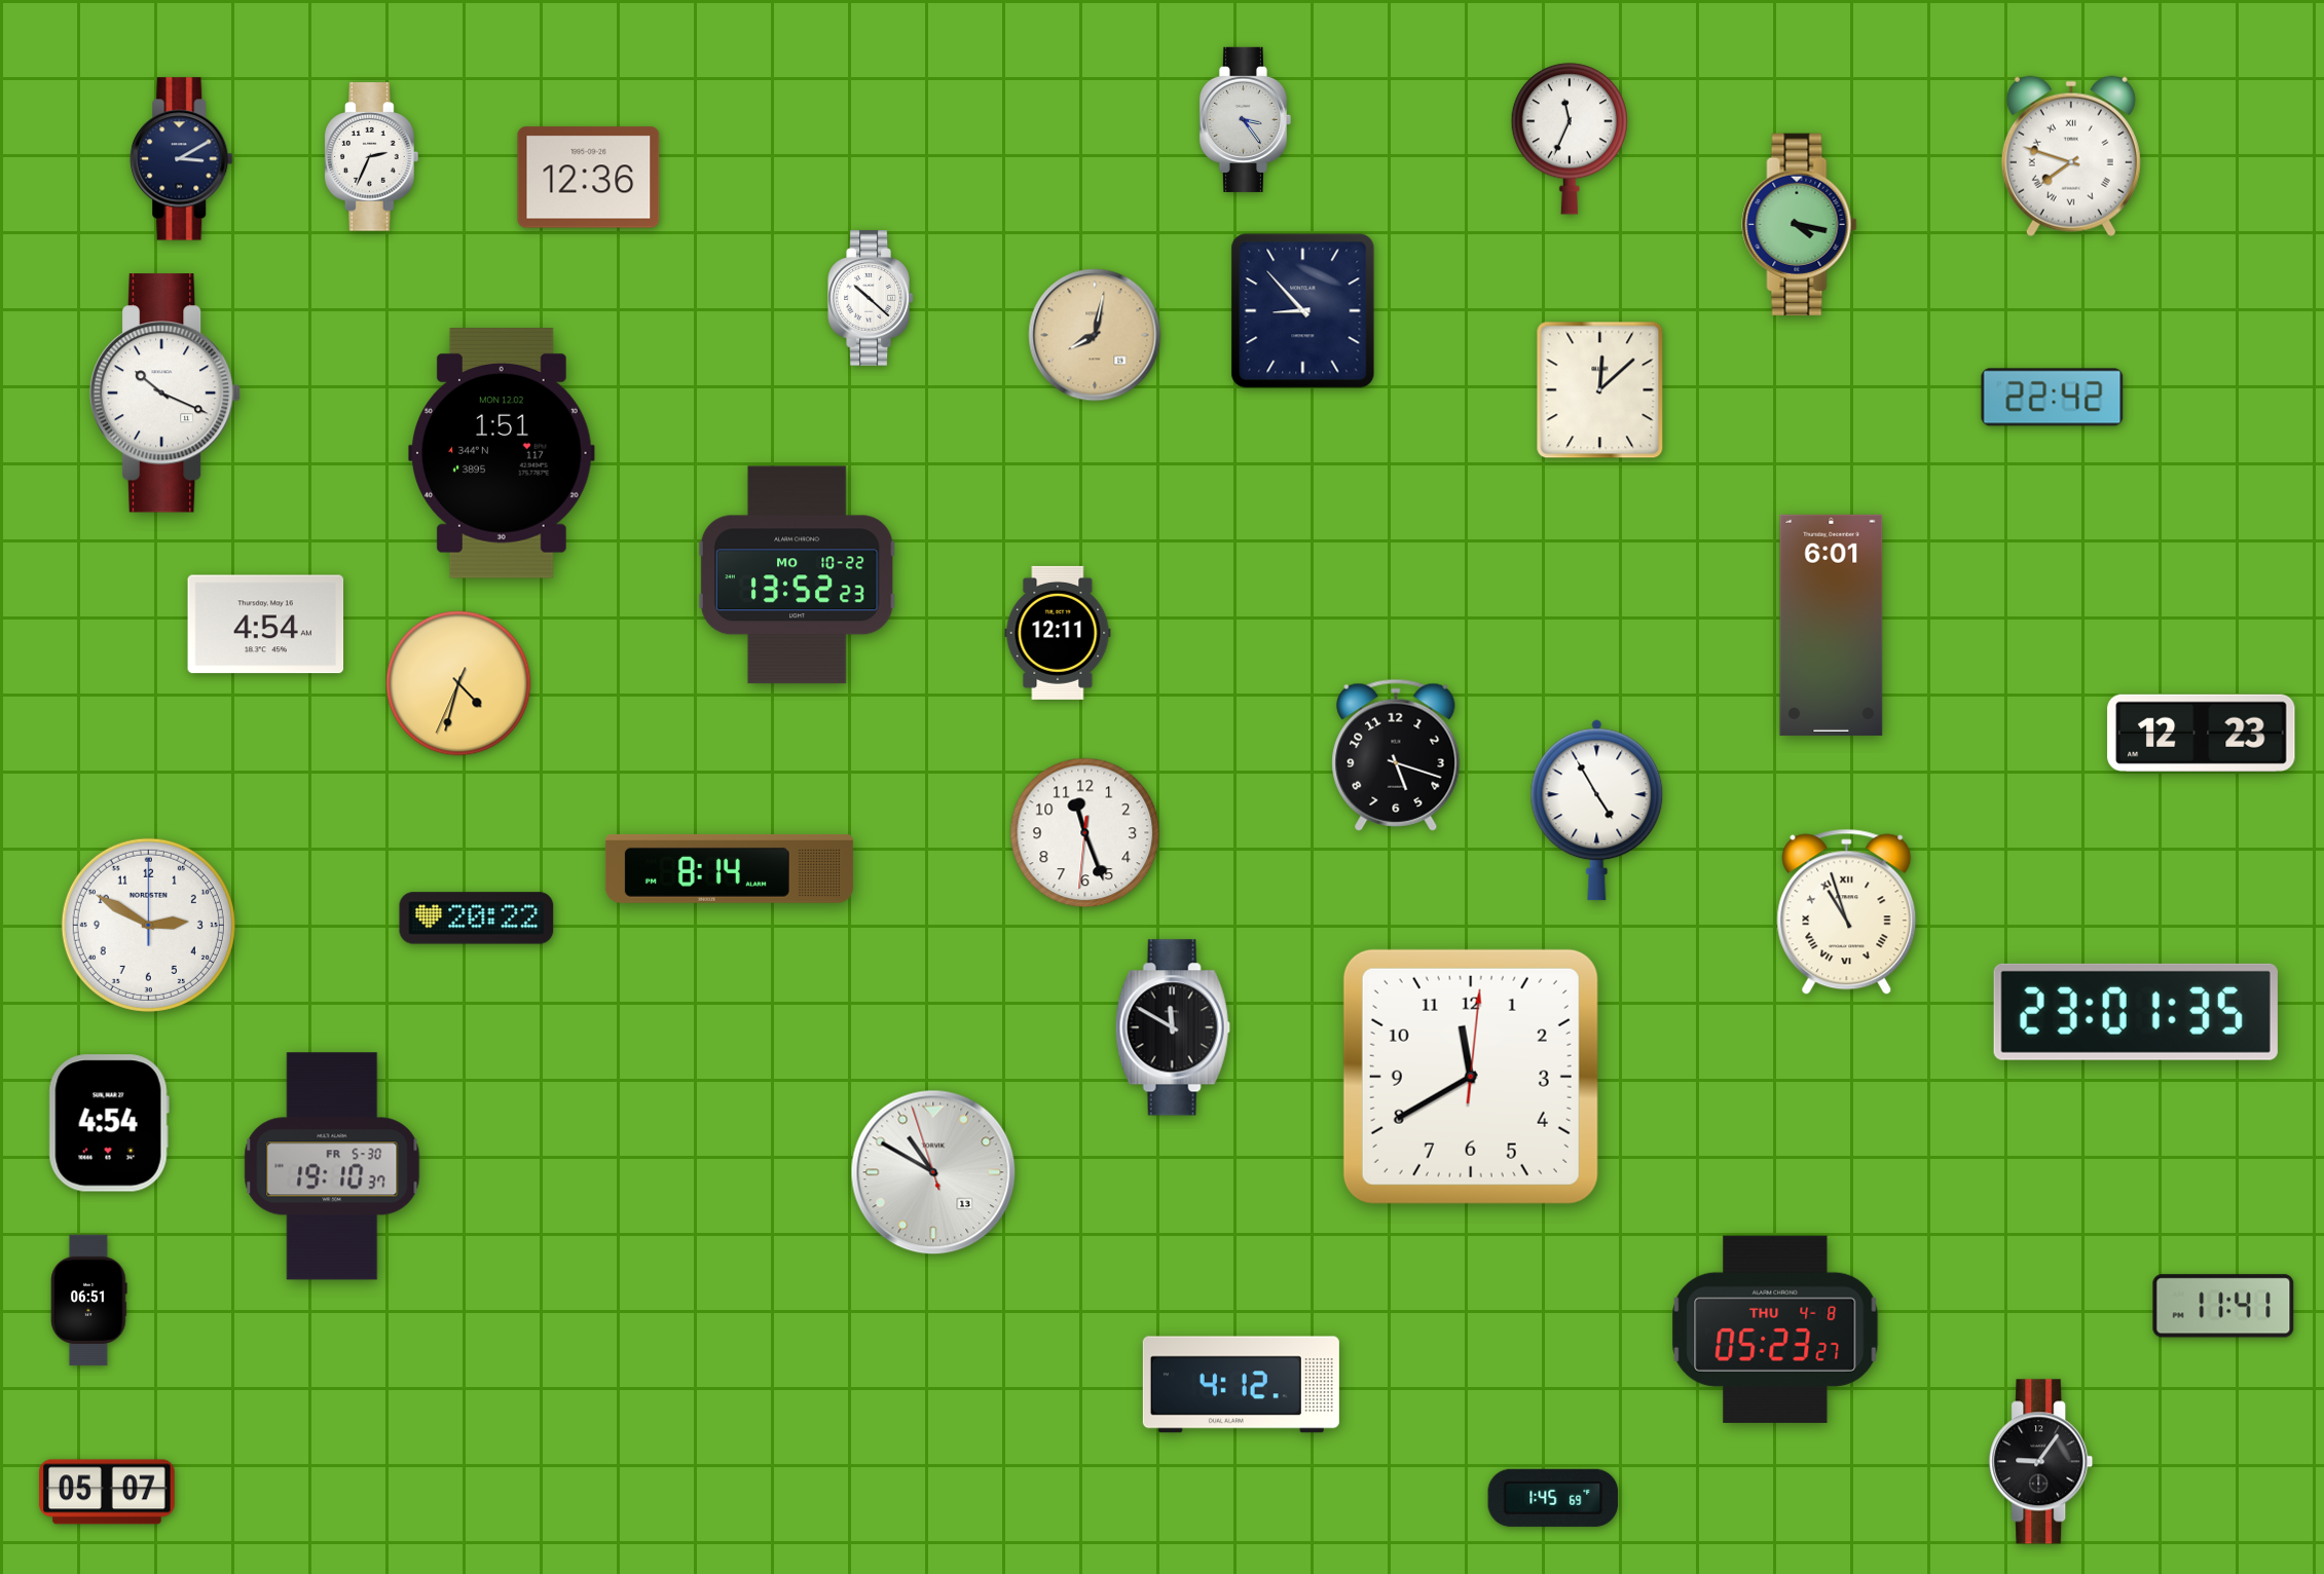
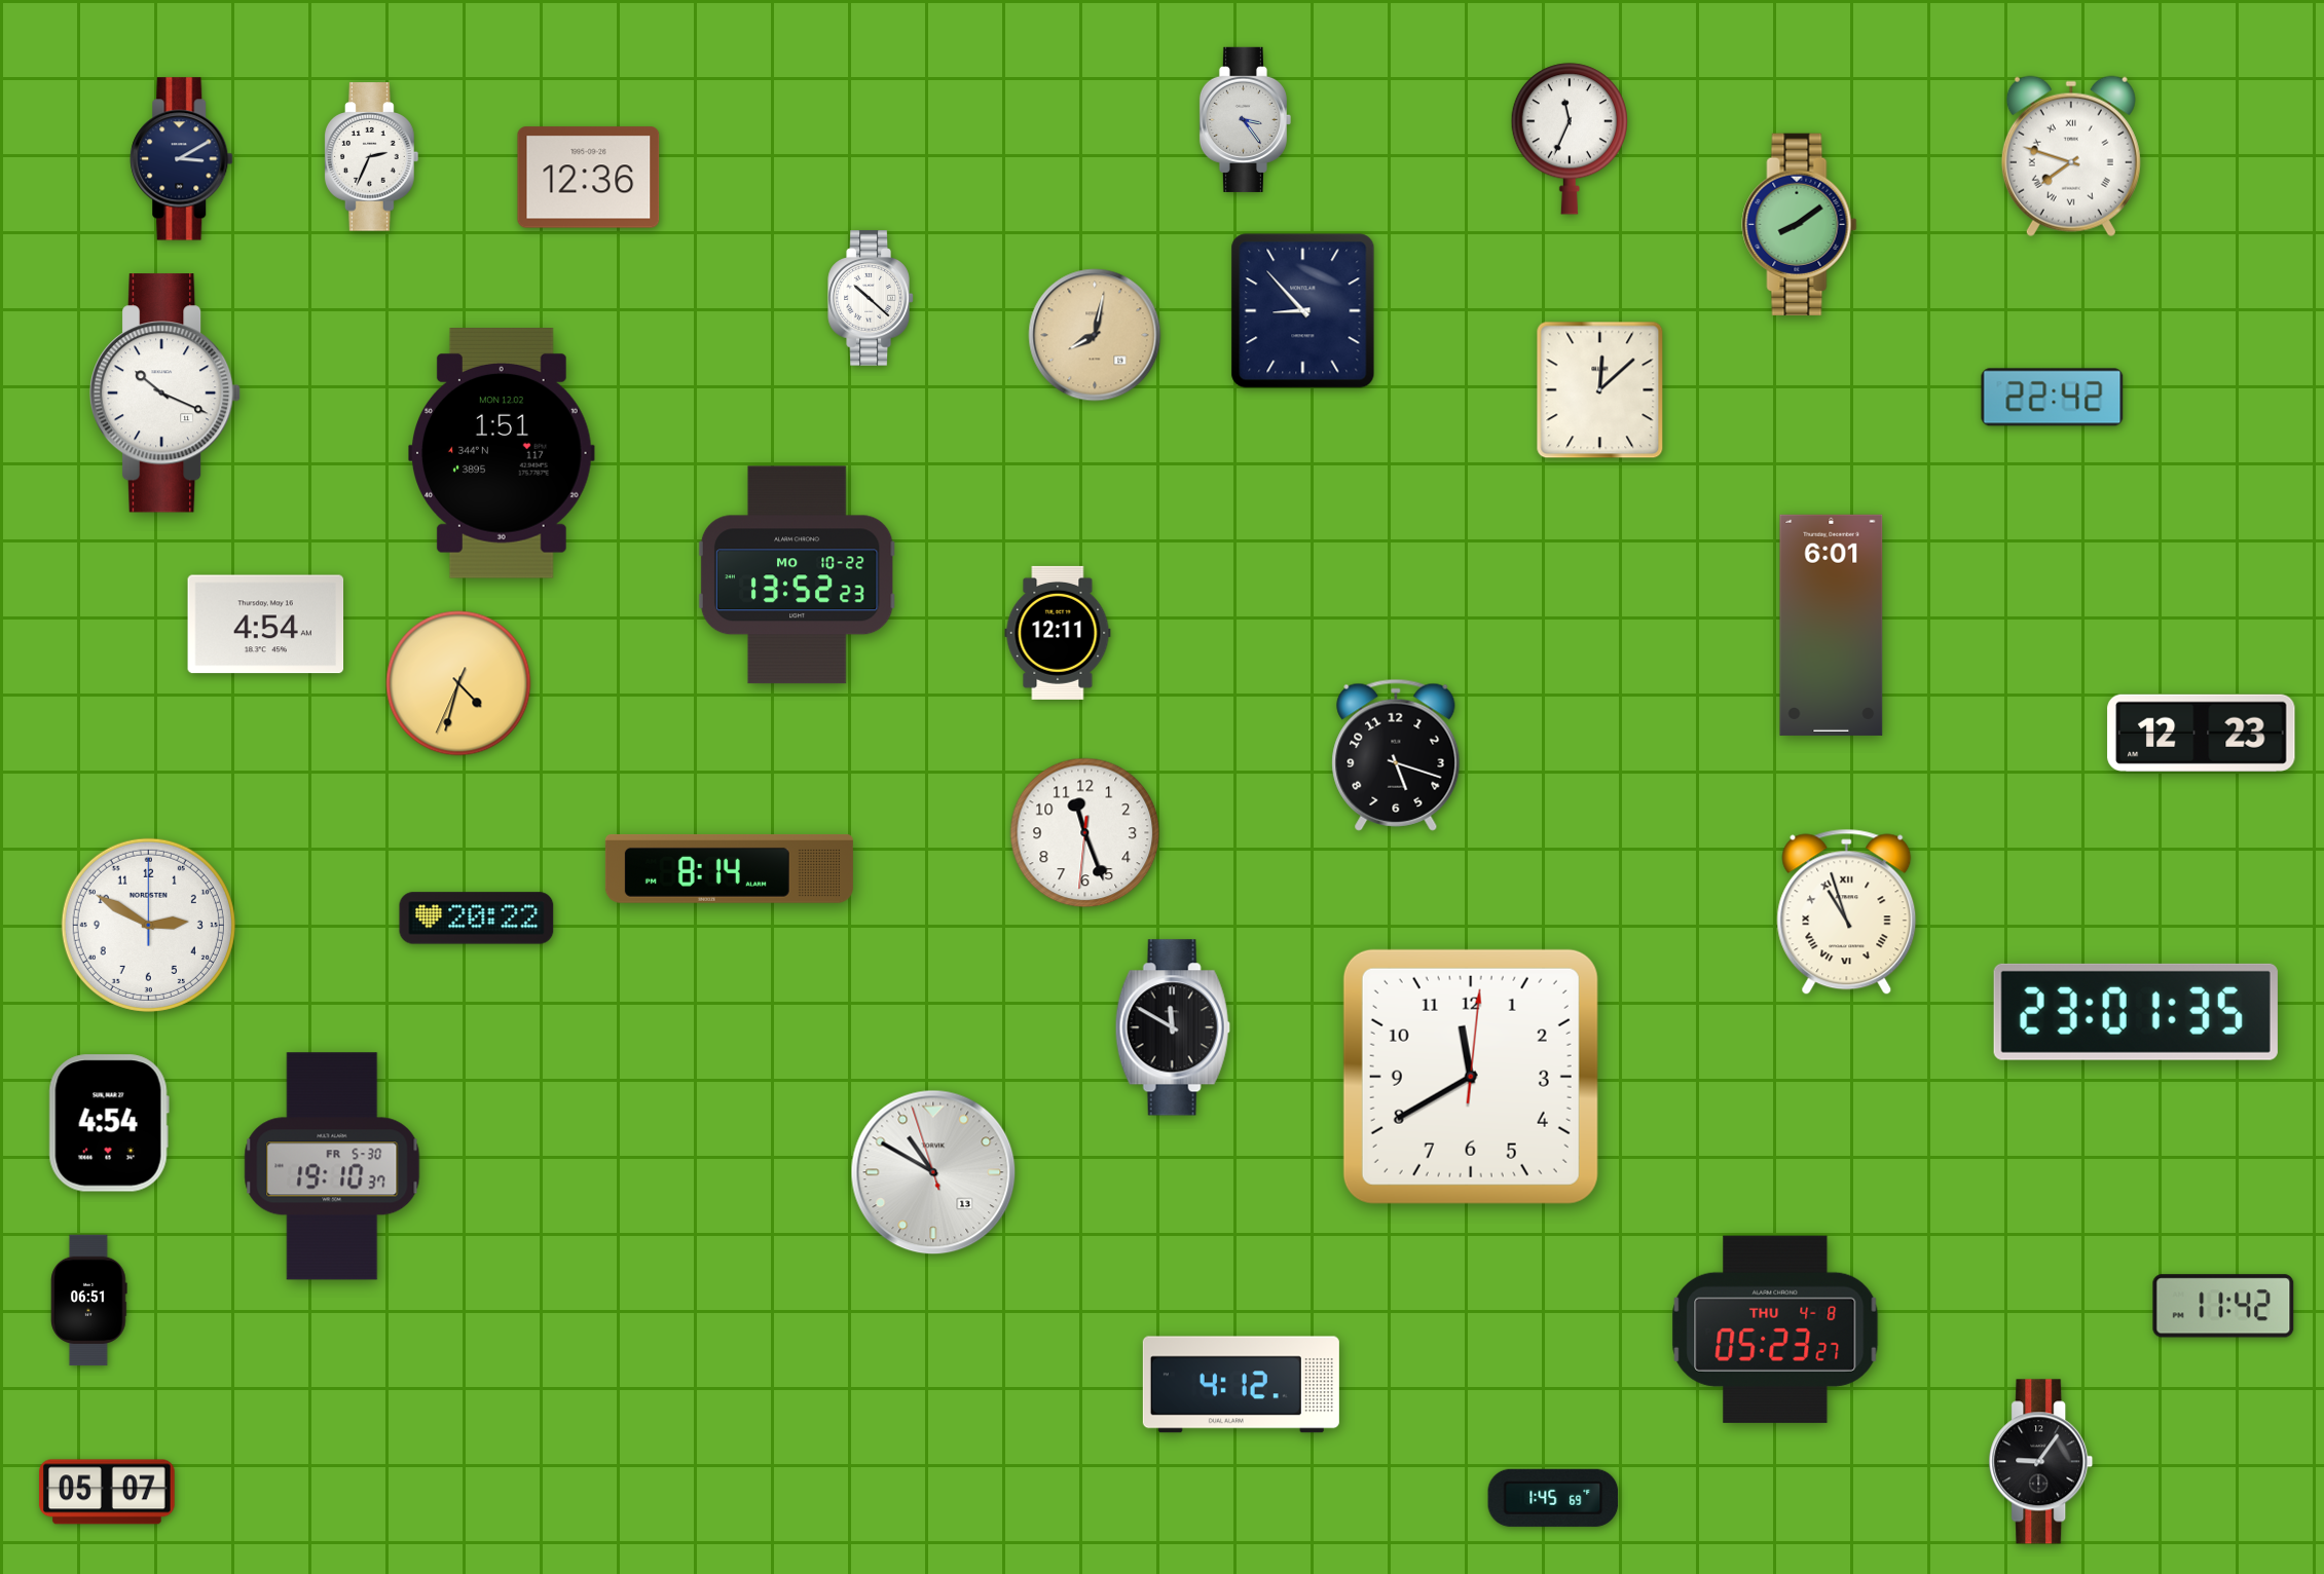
clock at (1800, 224): 4:17 -> 8:09
clock at (1597, 811): 4:55 -> none
clock at (2223, 1306): 11:41 -> 11:42
